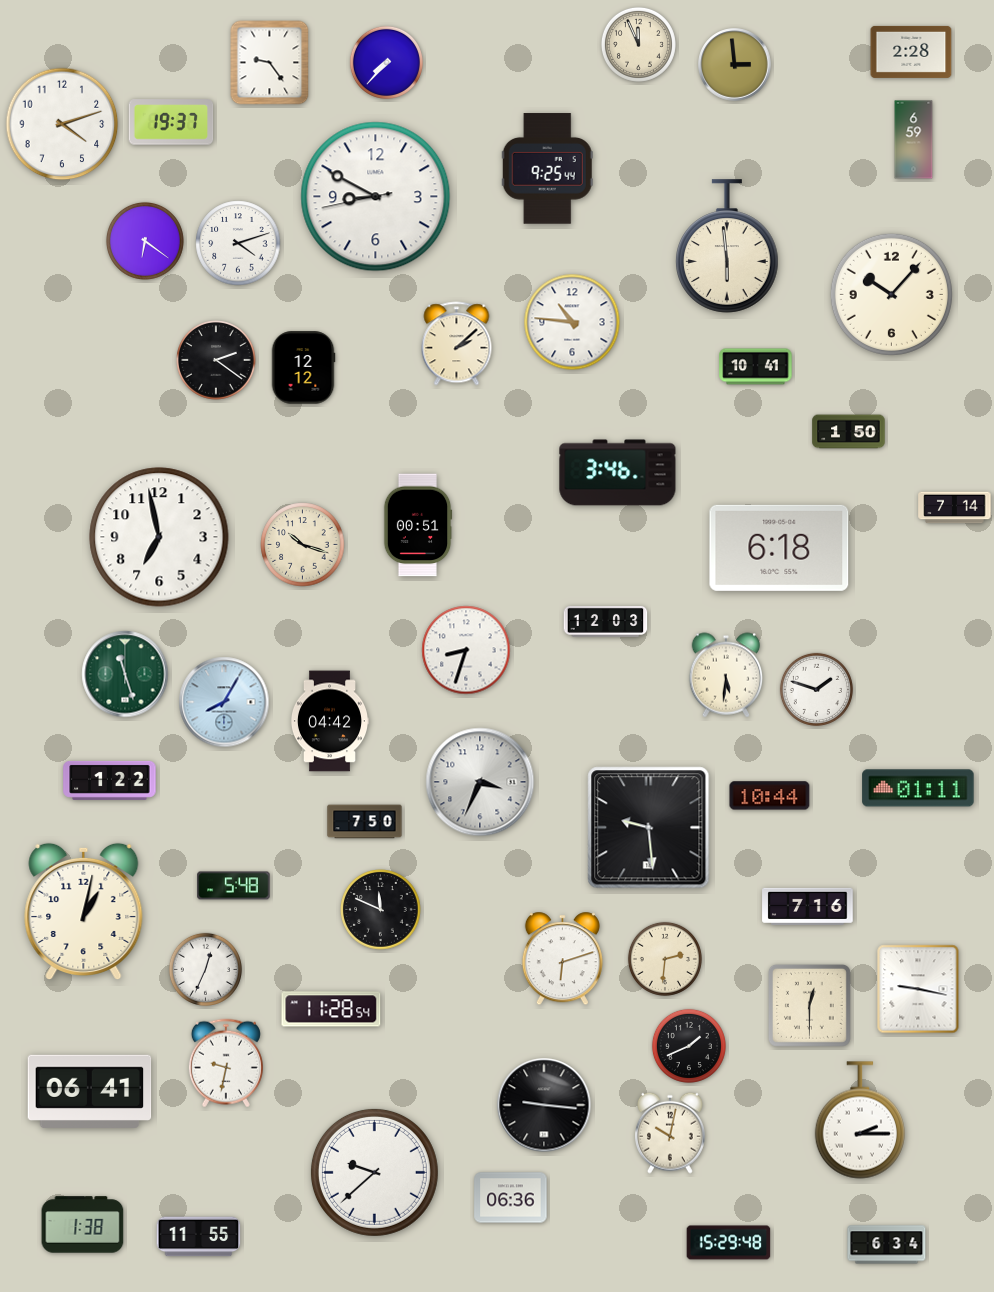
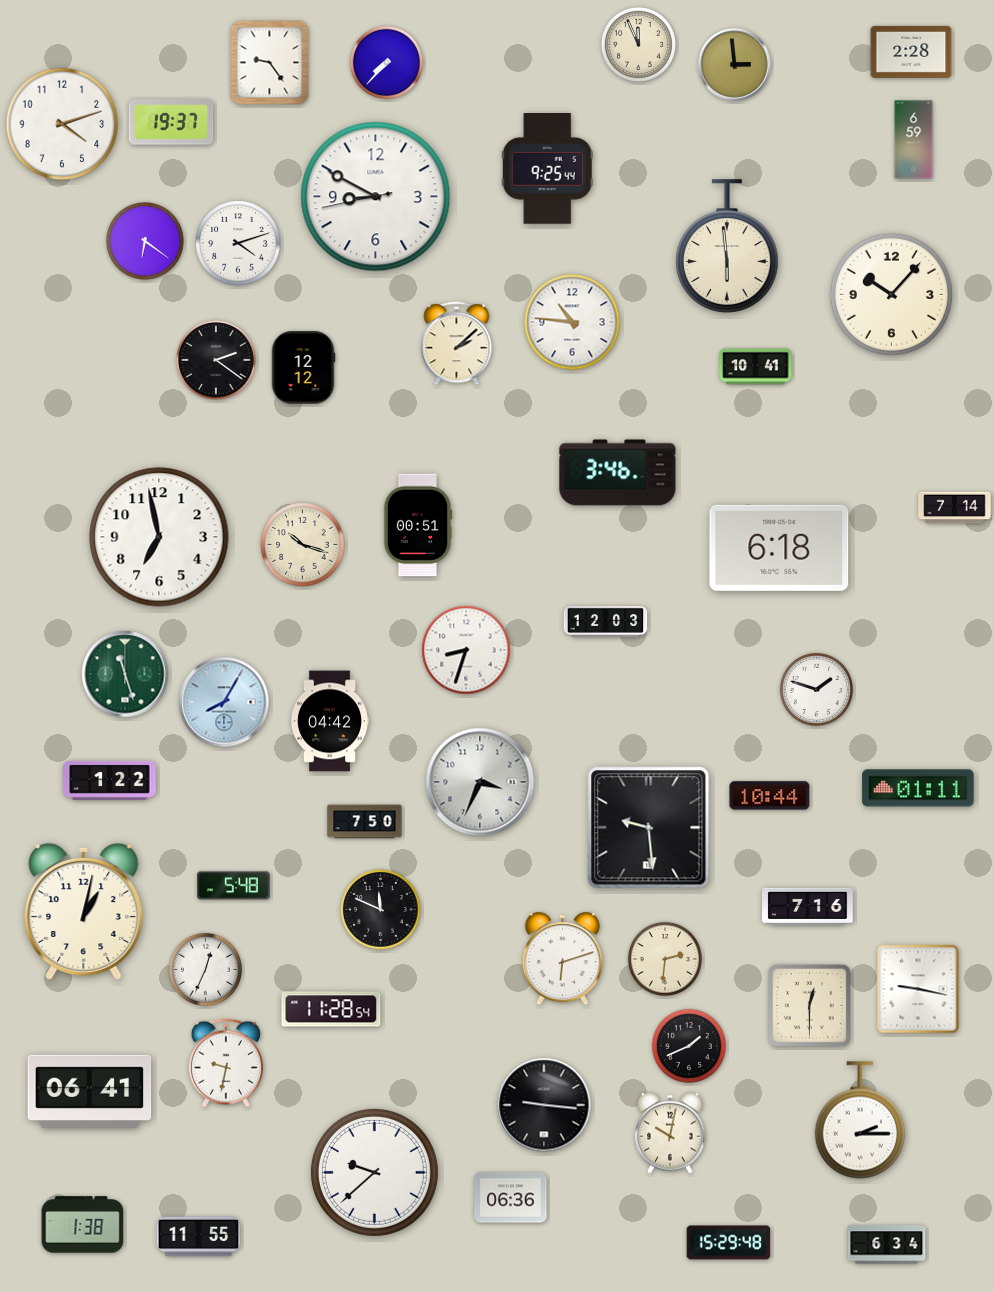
clock at (849, 432): 1:50 -> none
clock at (726, 675): 5:31 -> none
